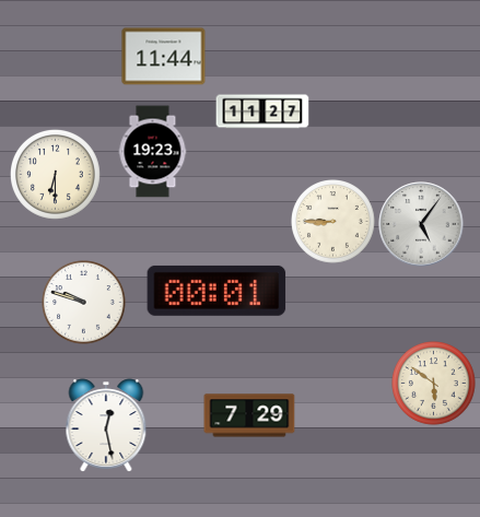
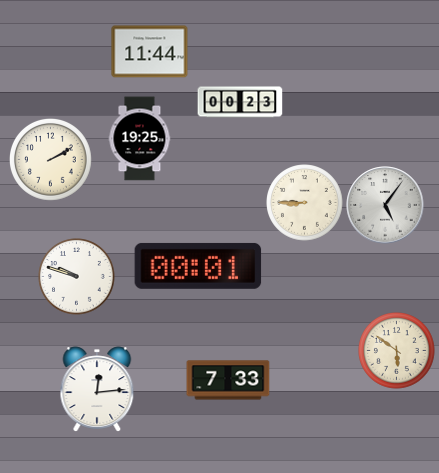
clock at (262, 111): 11:27 -> 00:23
clock at (153, 152): 19:23 -> 19:25
clock at (56, 175): 6:30 -> 2:10
clock at (249, 415): 7:29 -> 7:33
clock at (106, 425): 12:28 -> 12:14
